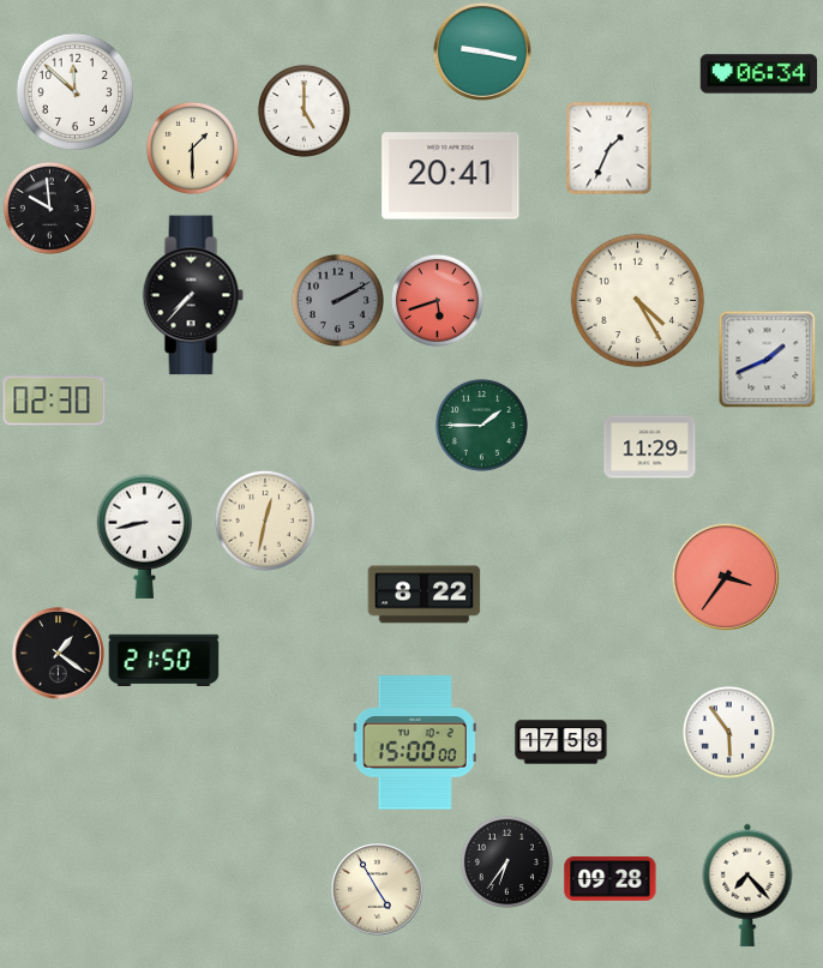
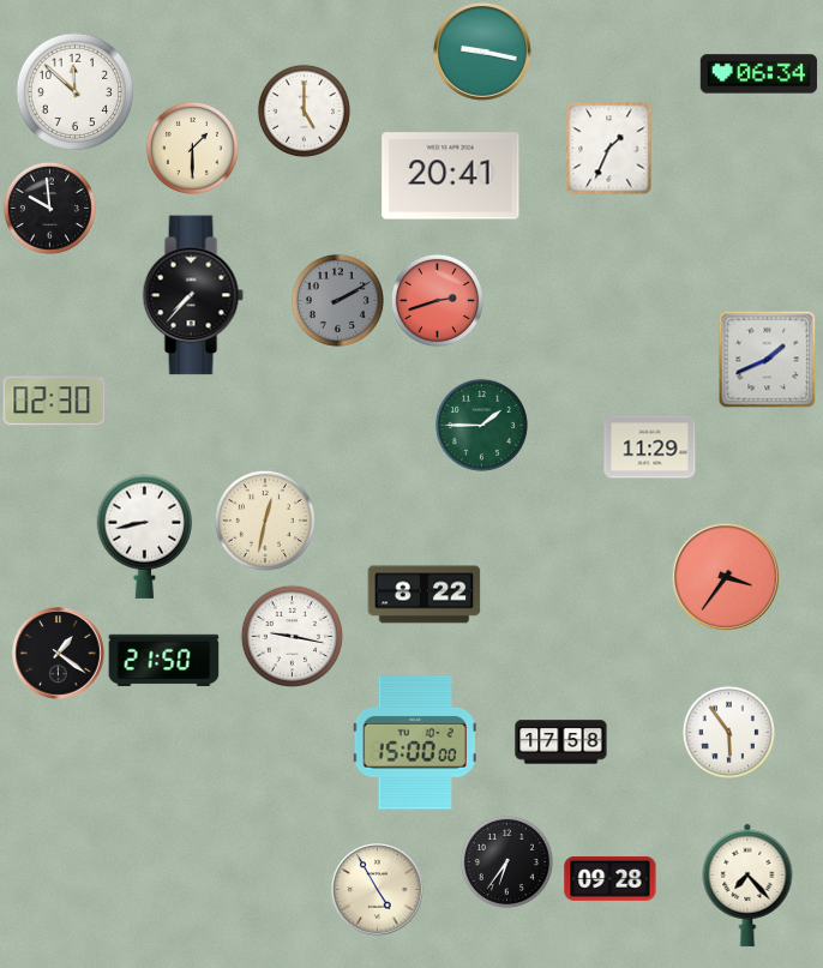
clock at (437, 300): 5:42 -> 2:42
clock at (638, 301): 4:25 -> none
clock at (292, 636): none -> 9:17
